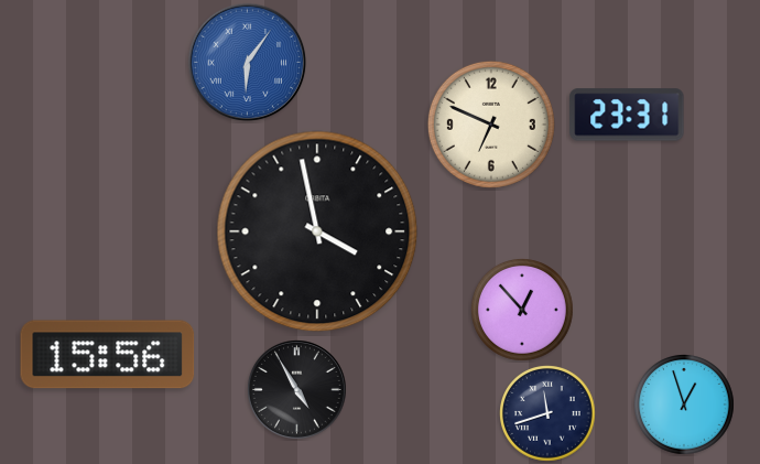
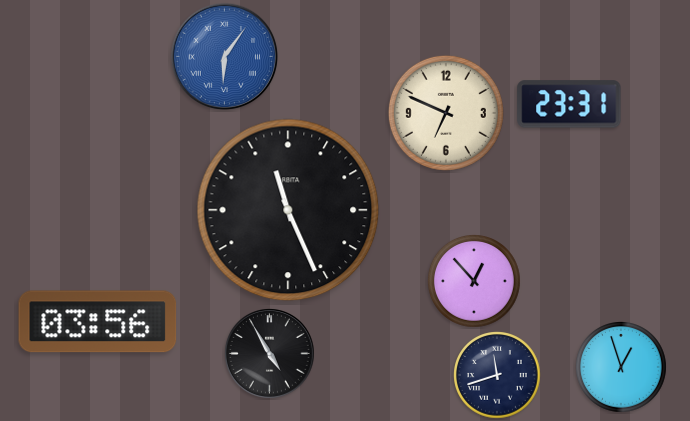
clock at (317, 231): 3:58 -> 11:26
clock at (108, 355): 15:56 -> 03:56
